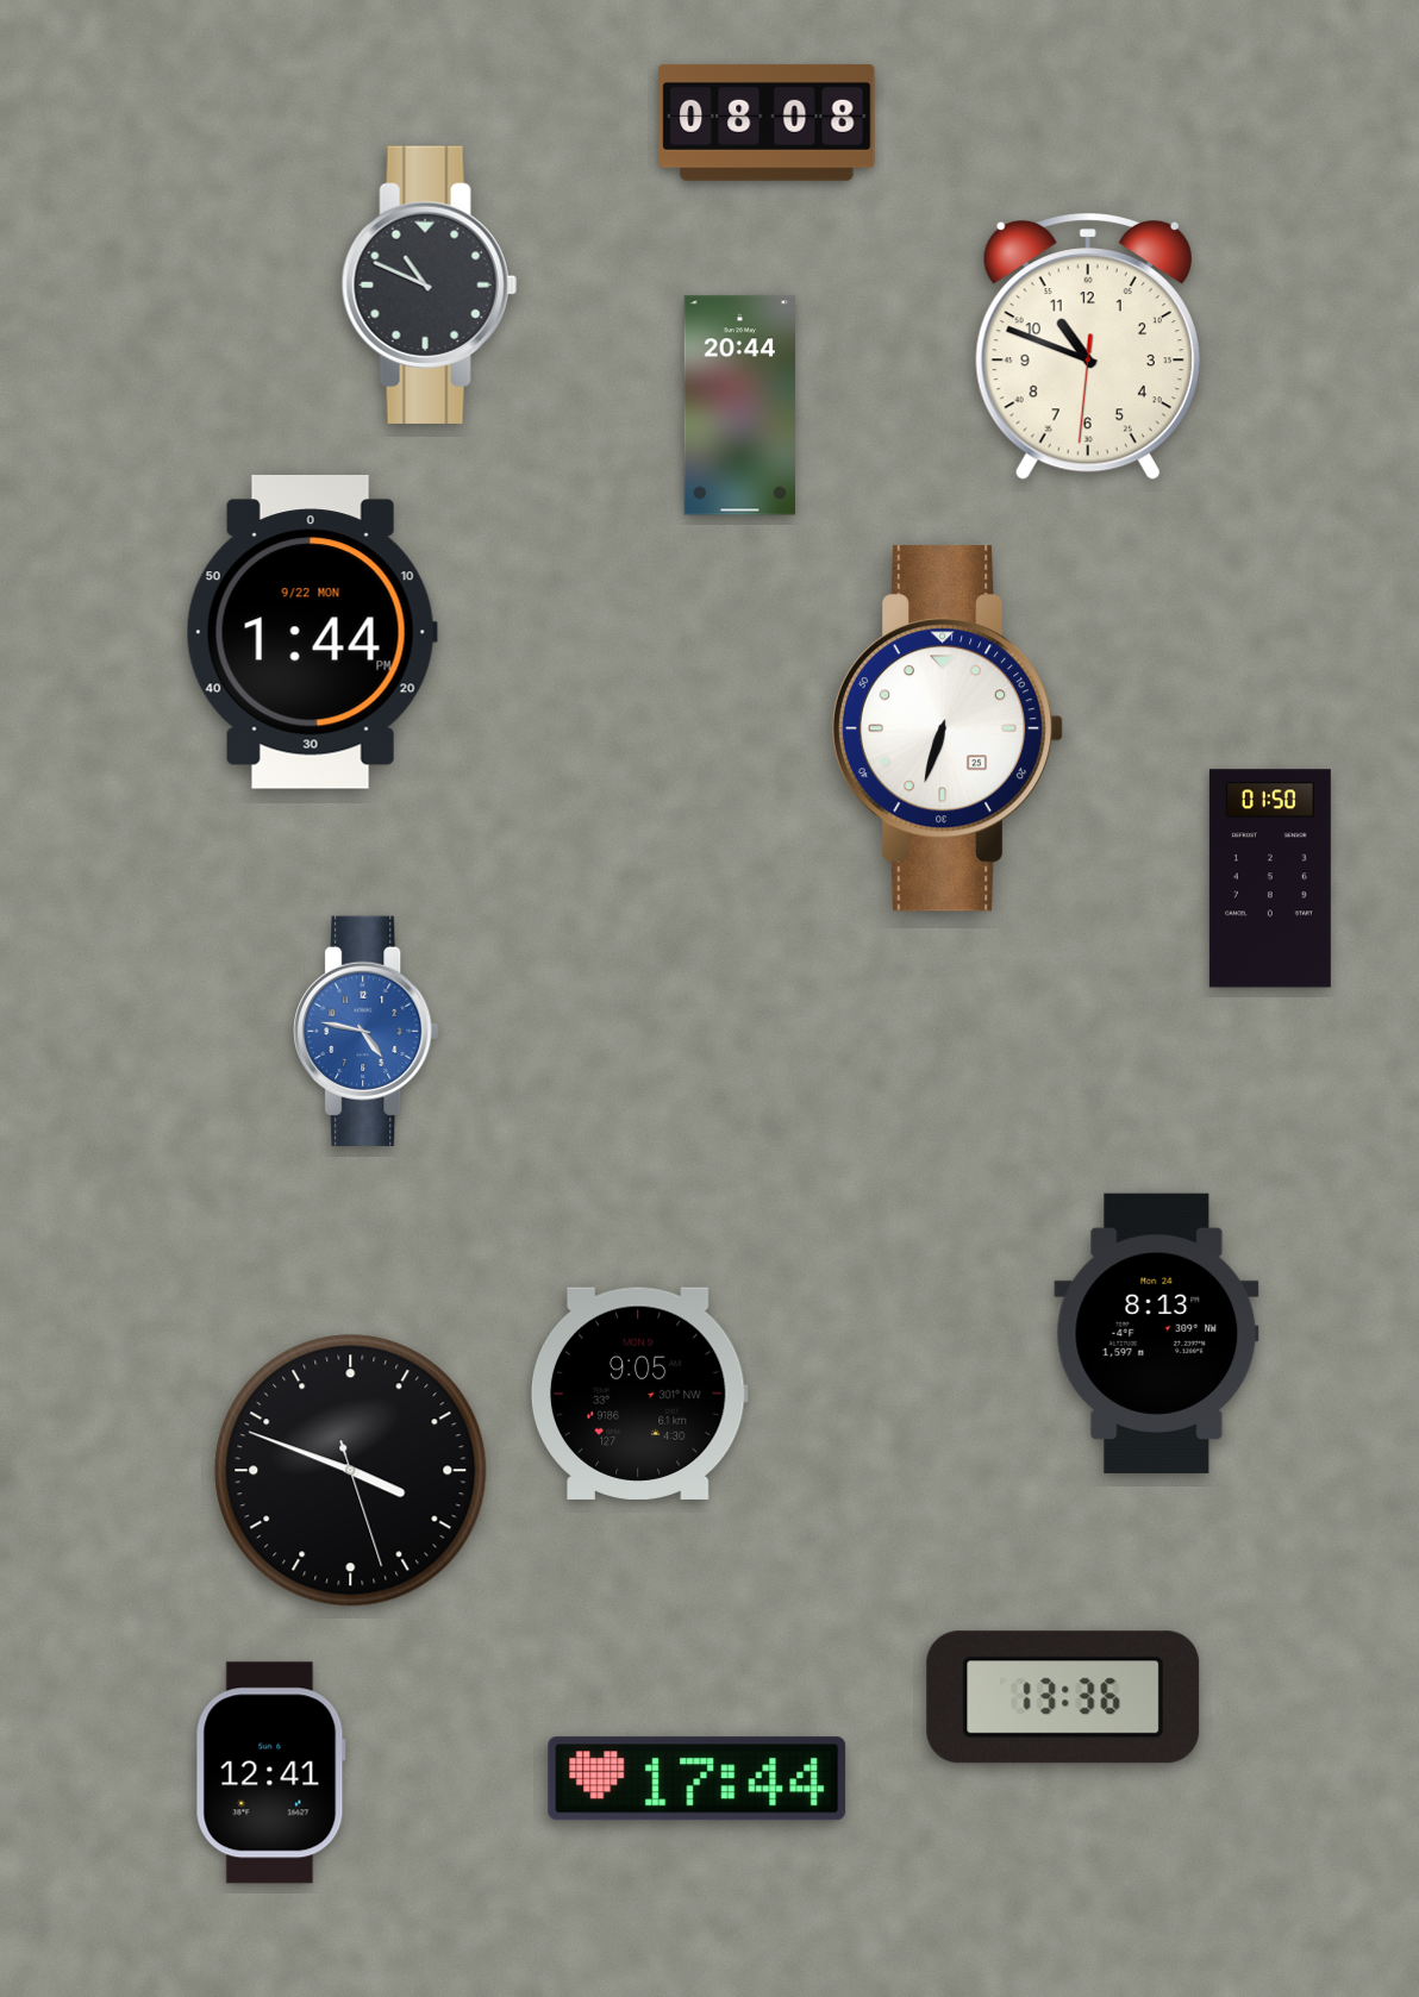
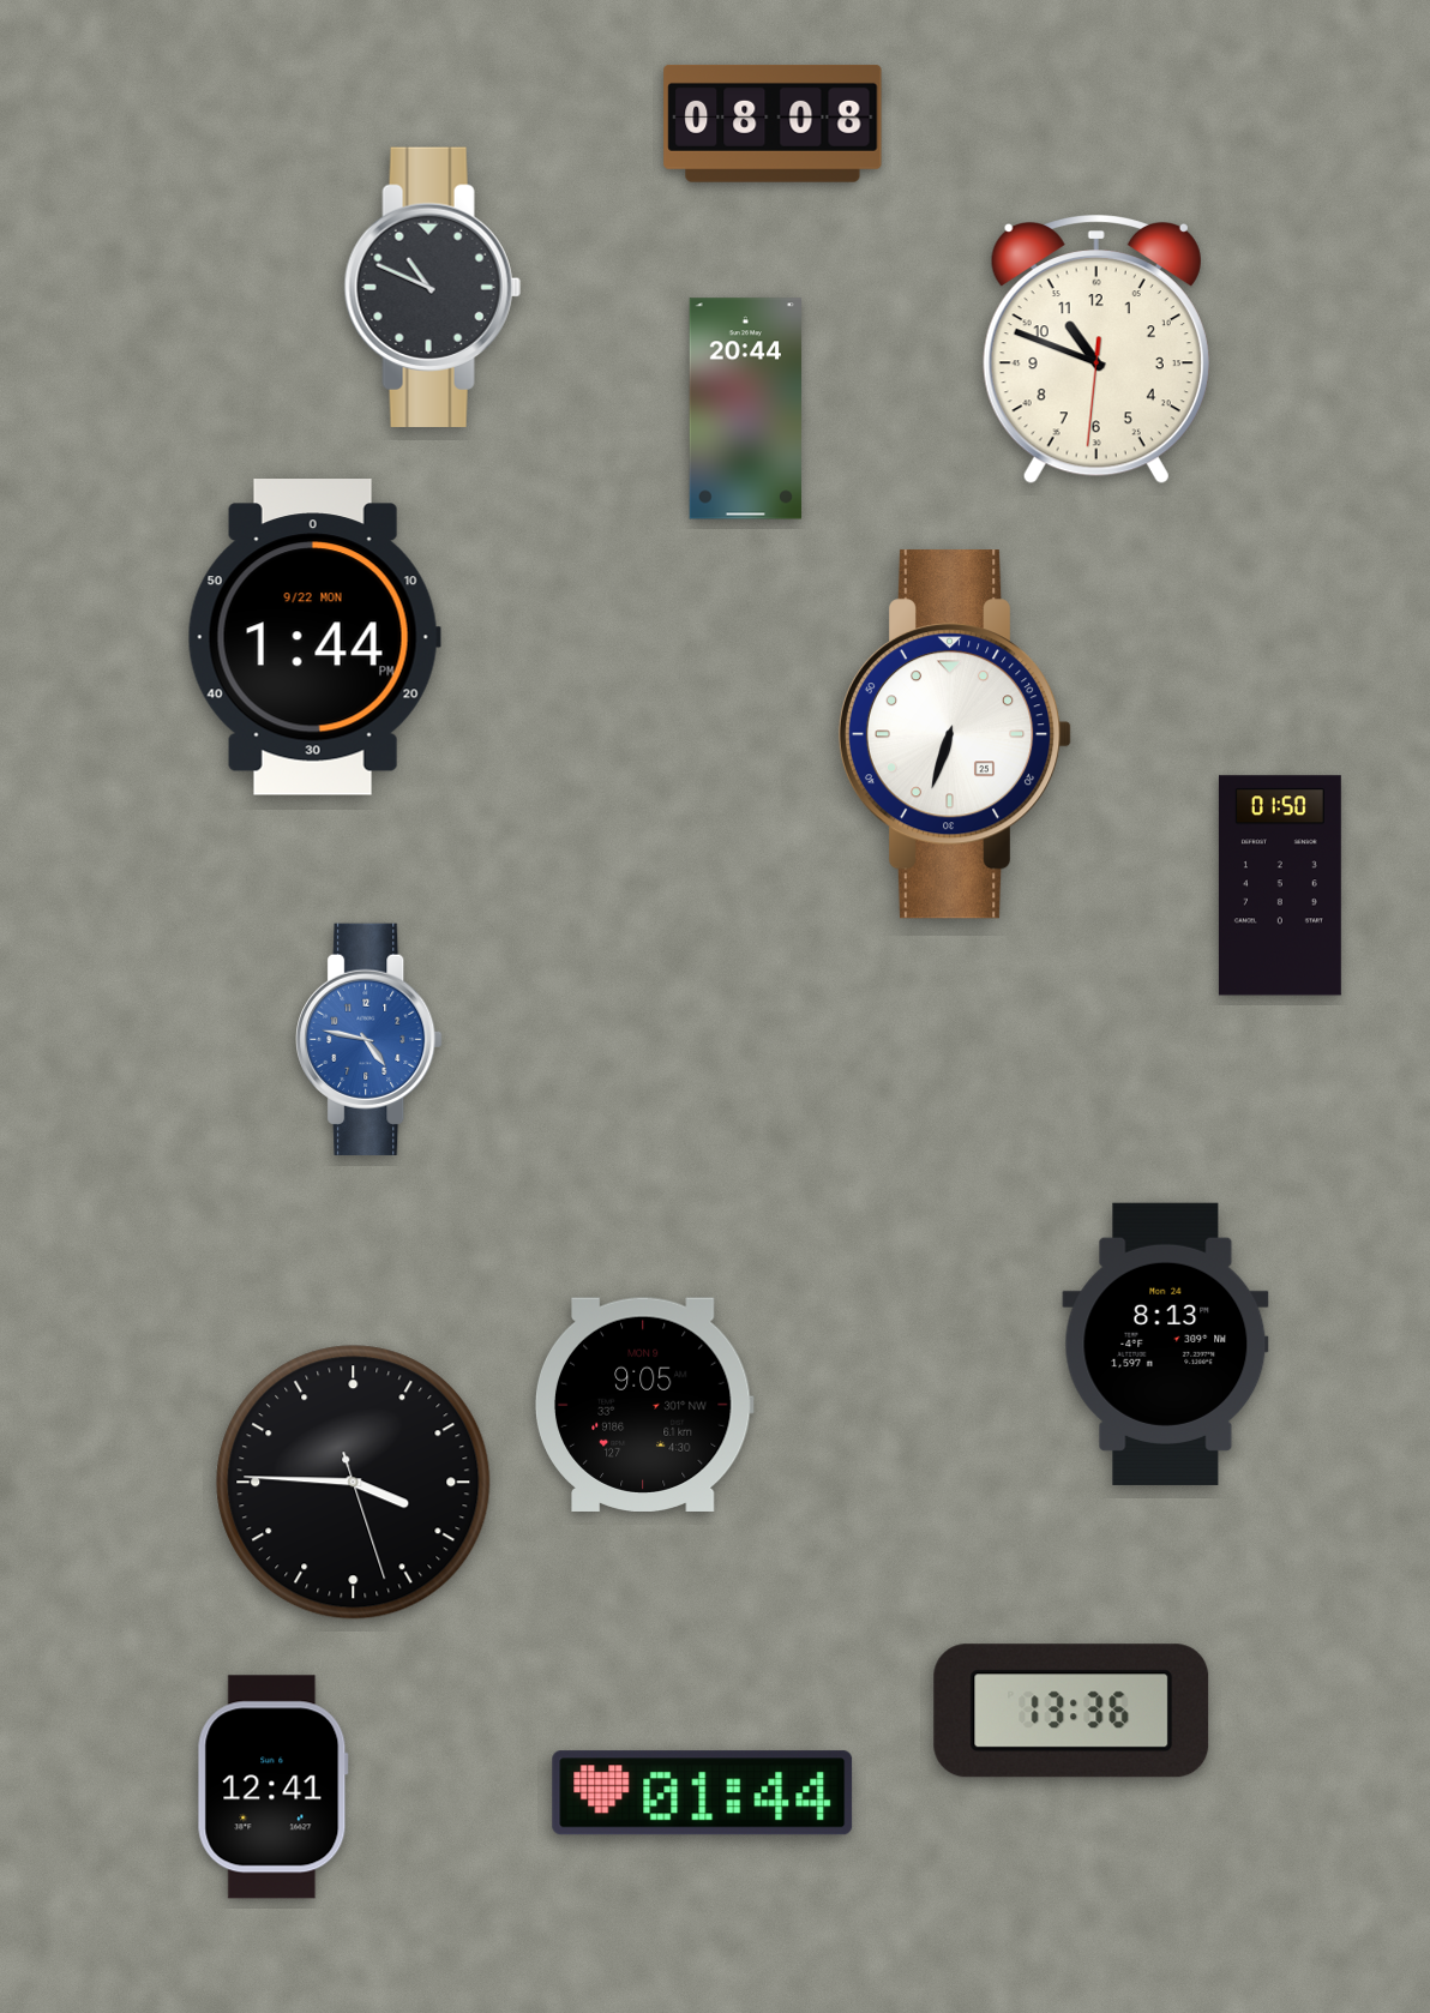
clock at (351, 1471): 3:48 -> 3:45
clock at (698, 1779): 17:44 -> 01:44
